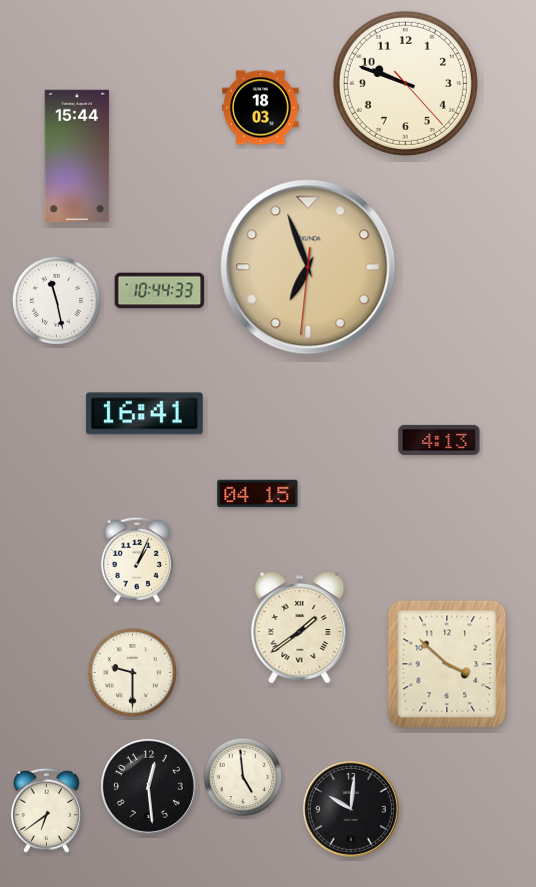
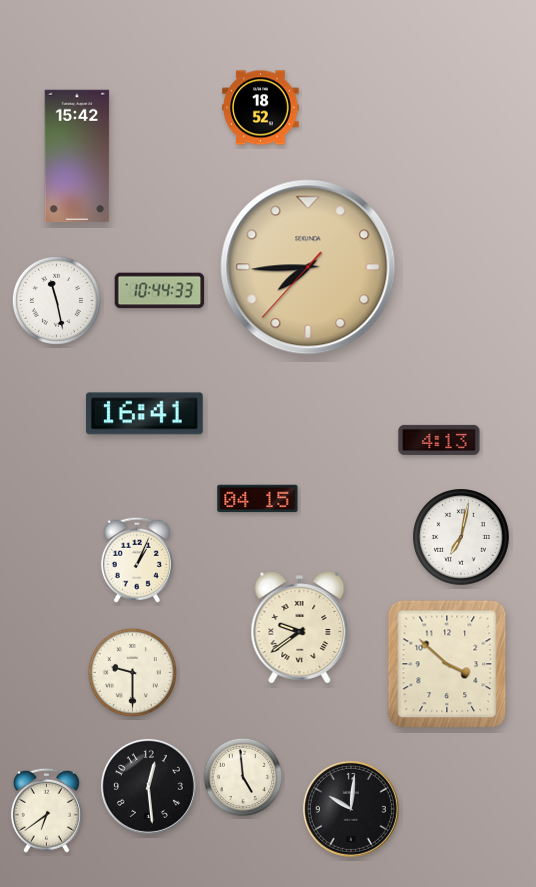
clock at (405, 83): 9:48 -> none
clock at (261, 108): 18:03 -> 18:52
clock at (77, 156): 15:44 -> 15:42
clock at (308, 267): 6:56 -> 7:44
clock at (258, 494) position: (258, 494) -> (258, 499)
clock at (461, 537): none -> 7:02
clock at (300, 628): 1:39 -> 9:39
